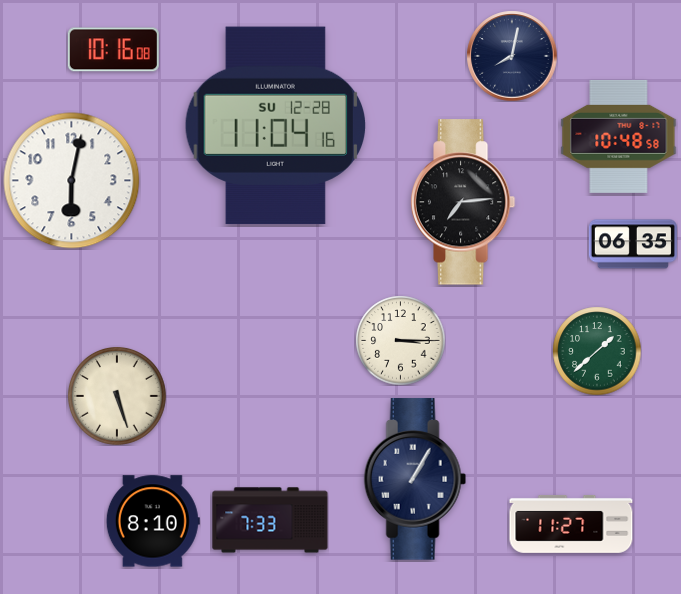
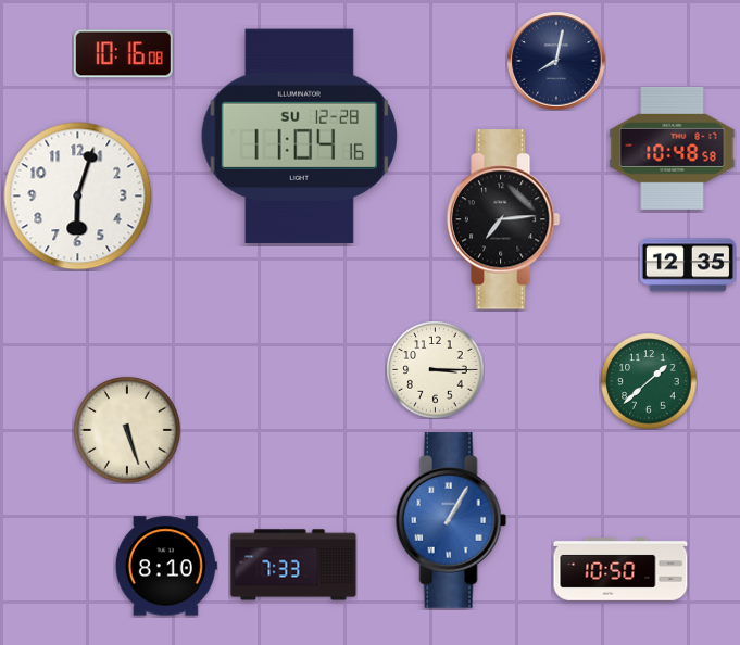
clock at (72, 181): 6:02 -> 6:03
clock at (633, 244): 06:35 -> 12:35
clock at (415, 479) dial: navy -> blue
clock at (571, 524): 11:27 -> 10:50
